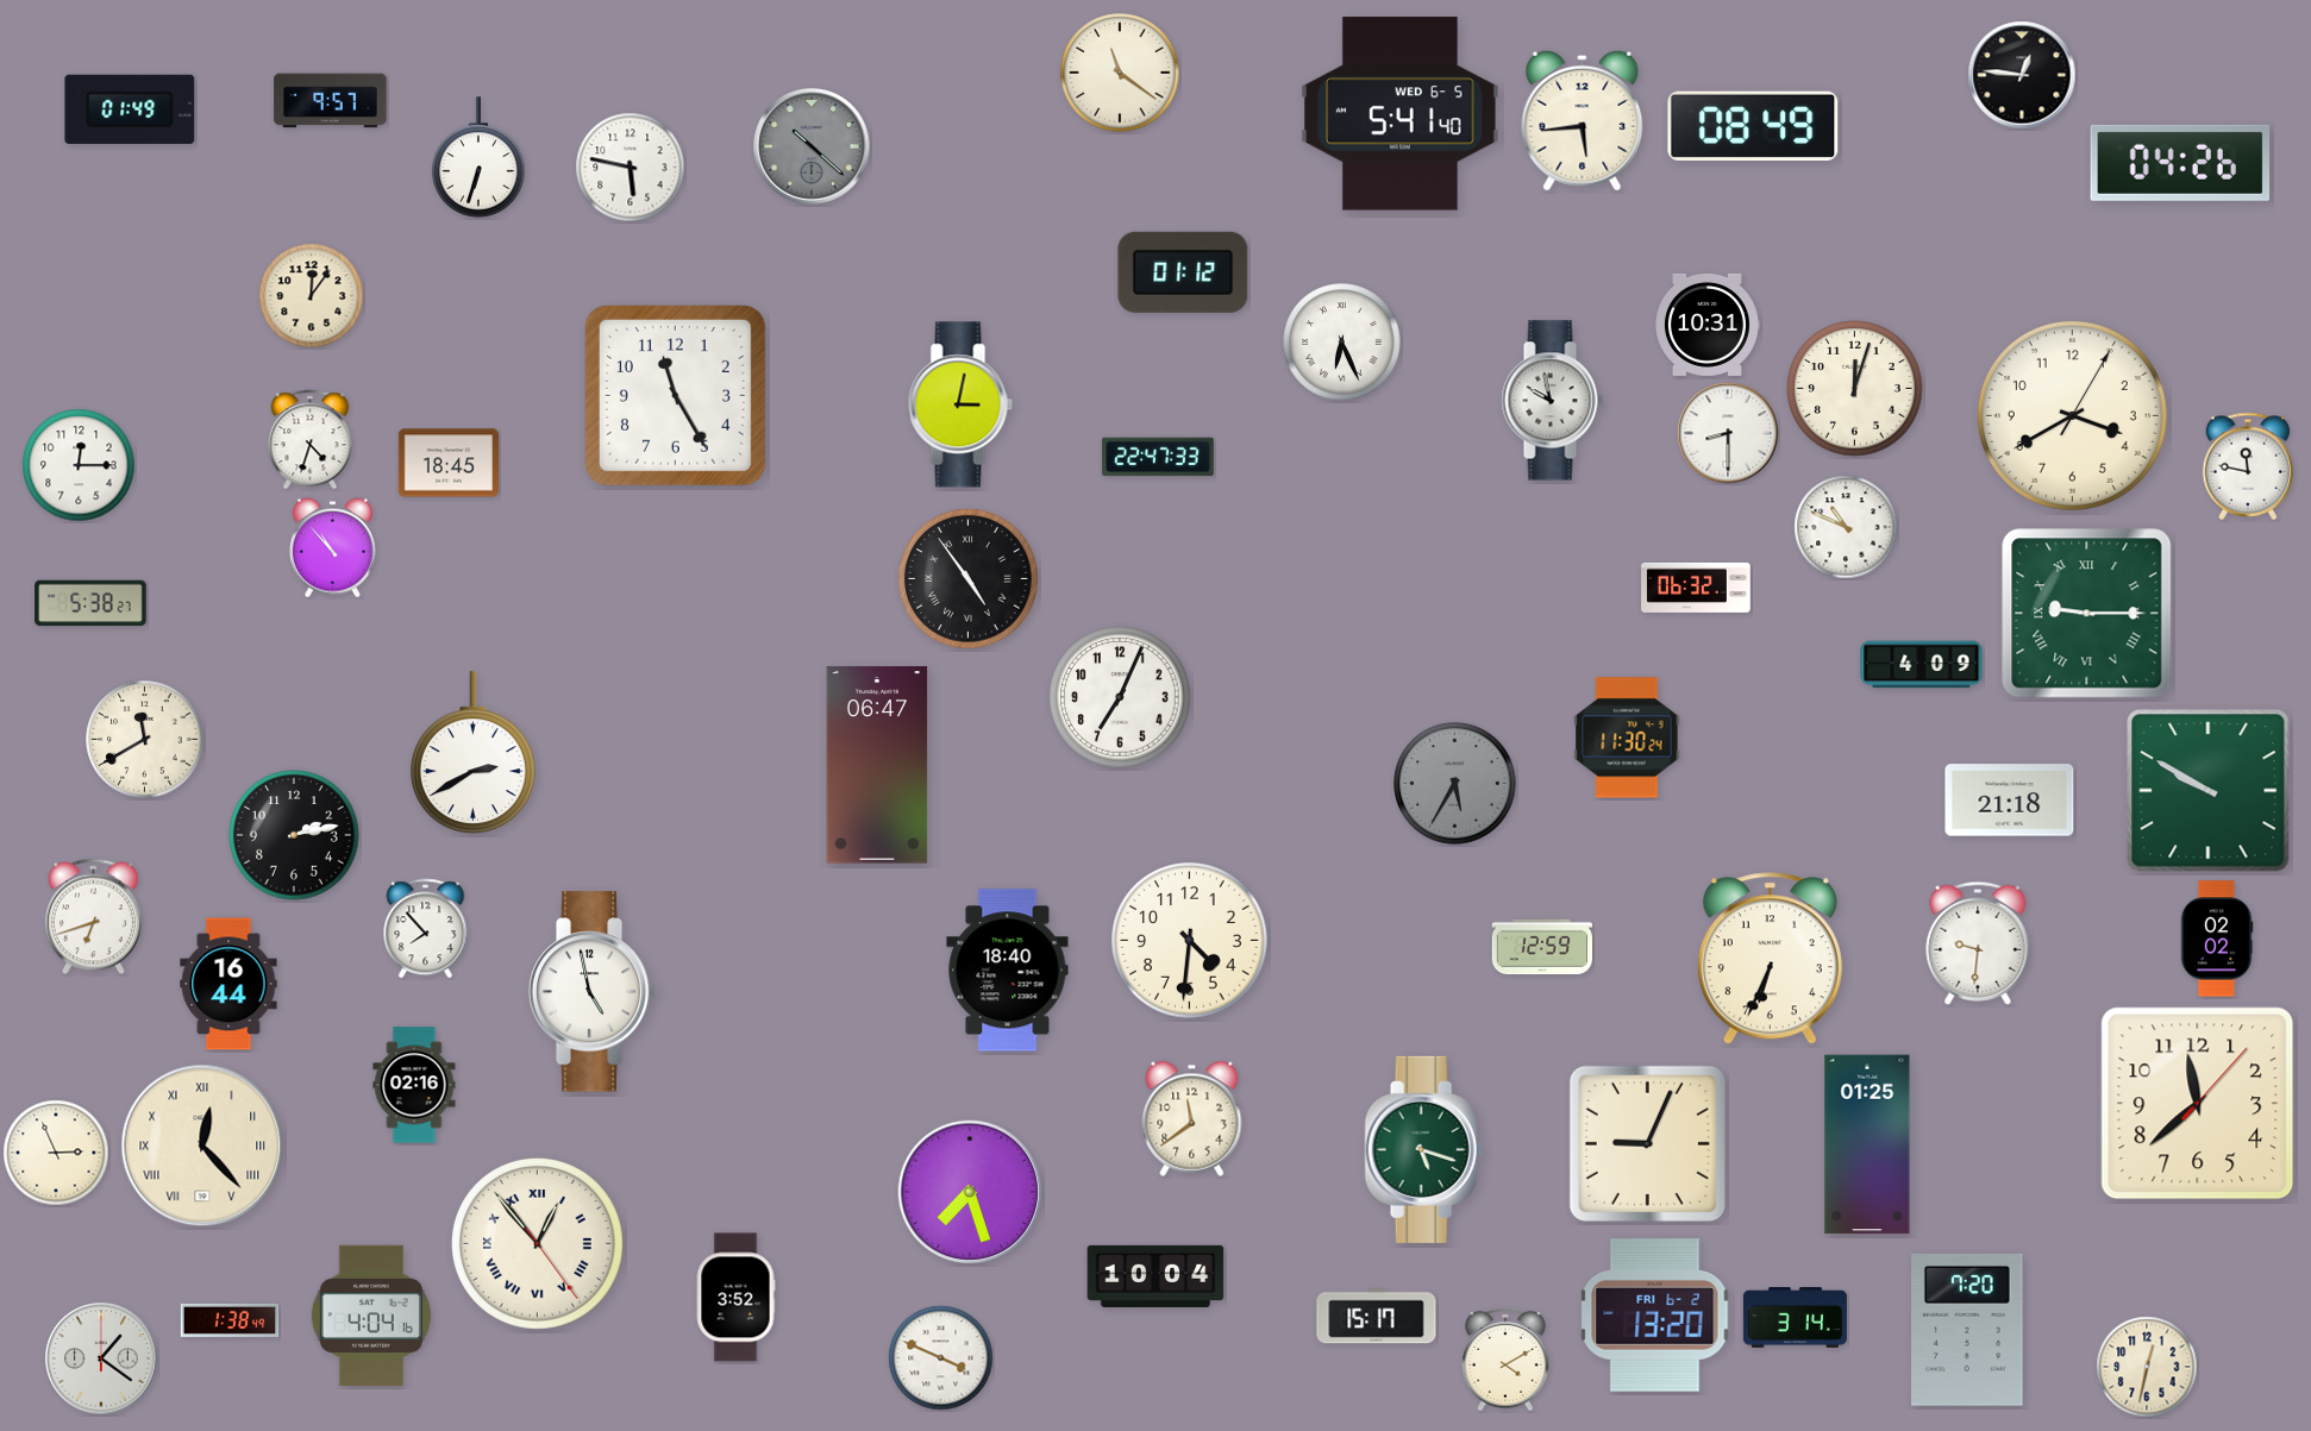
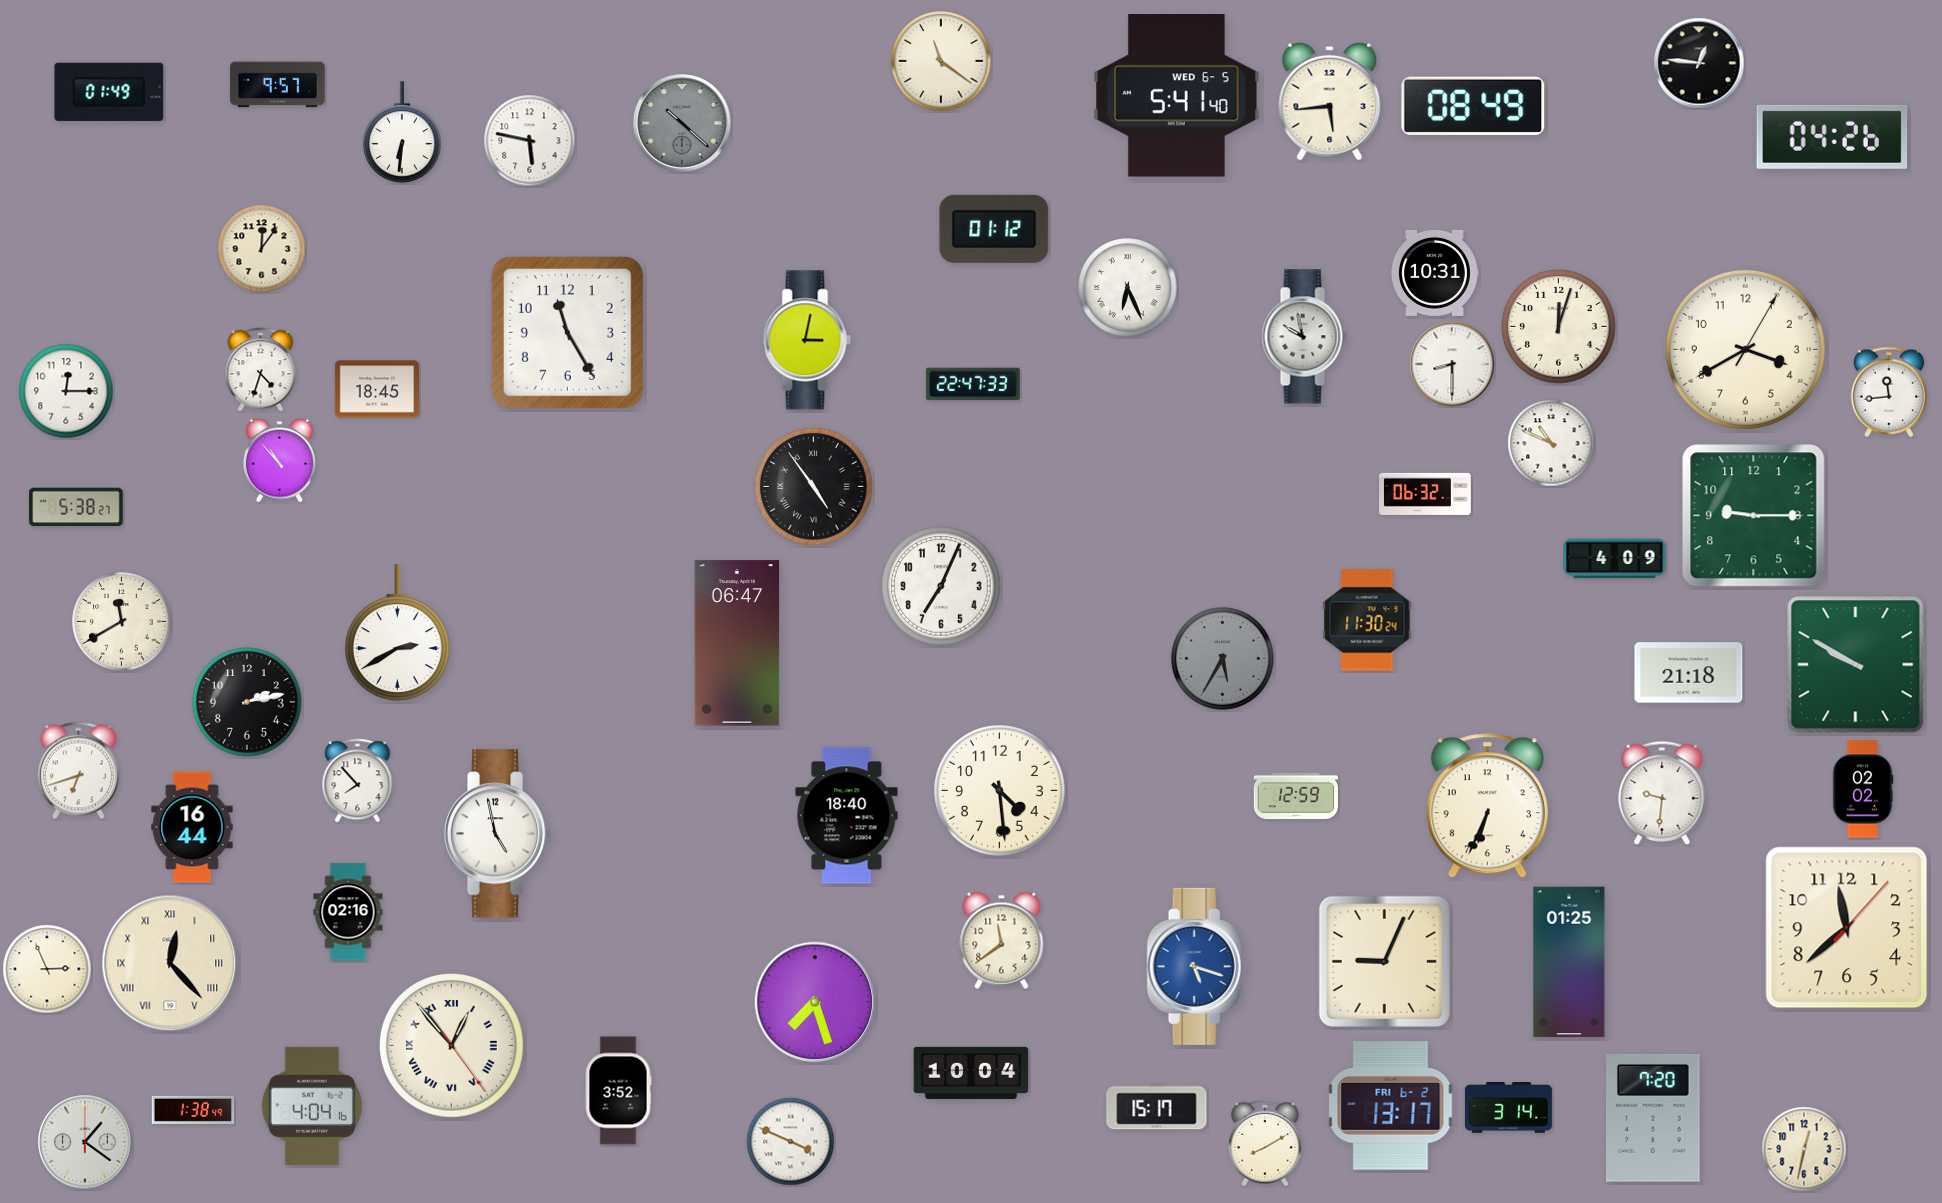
clock at (478, 157): 6:33 -> 6:31
clock at (2072, 415) position: (2072, 415) -> (1745, 349)
clock at (2248, 466): 11:47 -> 11:44
clock at (2087, 614) numerals: Roman -> Arabic
clock at (1190, 941): 4:31 -> 4:29
clock at (1424, 1149) dial: green -> blue
clock at (1655, 1316): 13:20 -> 13:17
clock at (1507, 1360): 4:10 -> 8:10
